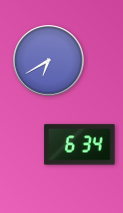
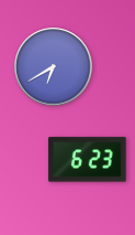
clock at (80, 145): 6:34 -> 6:23
